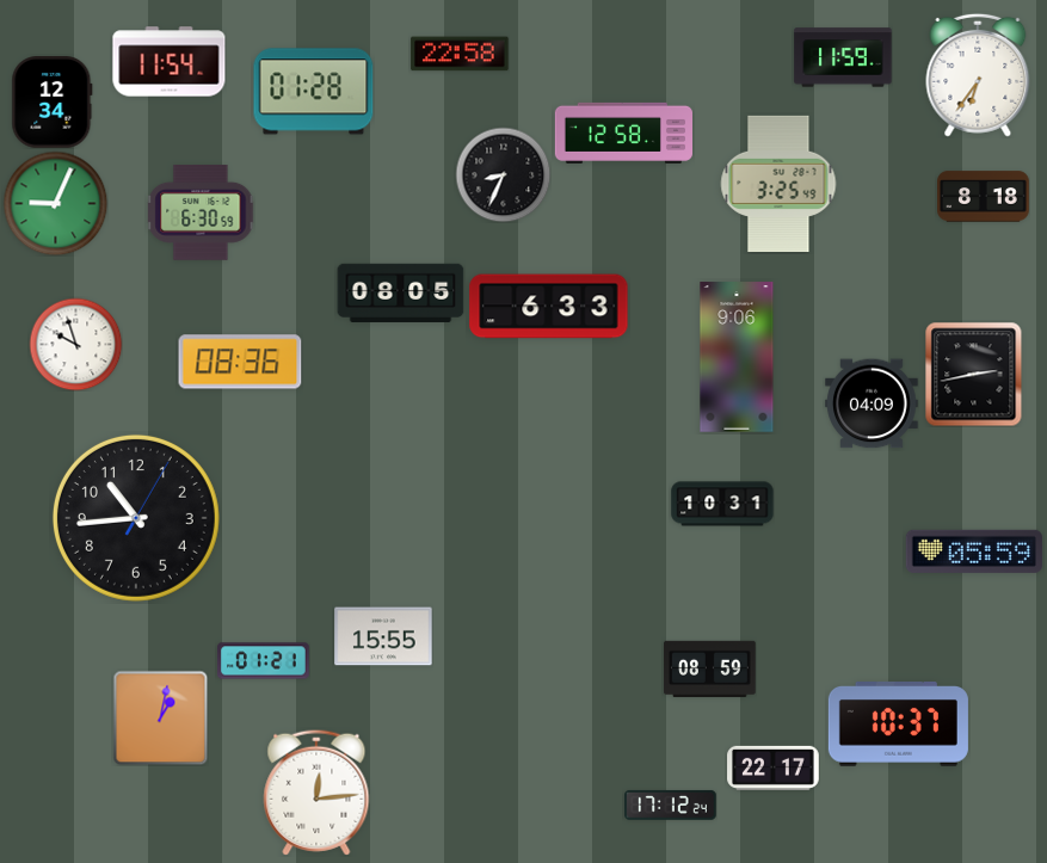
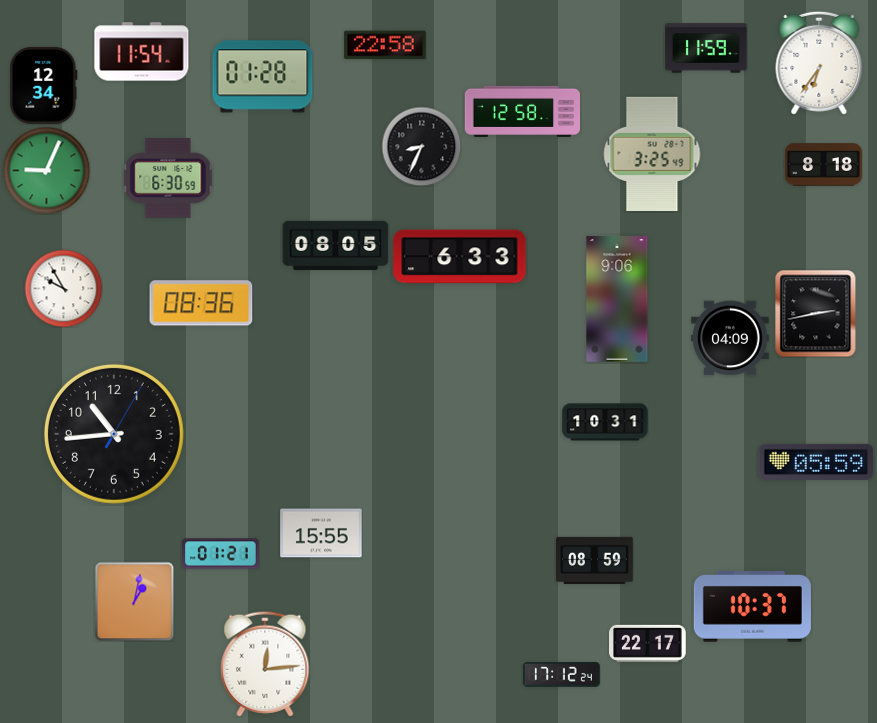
clock at (75, 344): 9:57 -> 9:55
